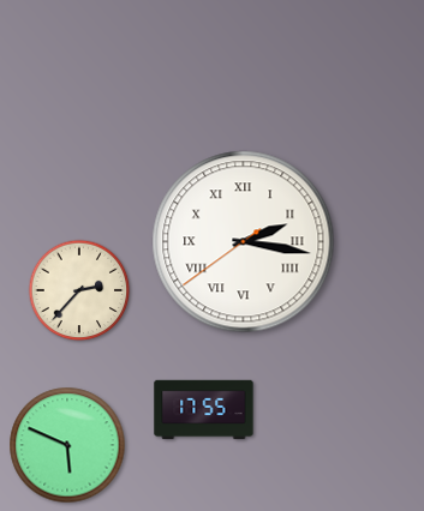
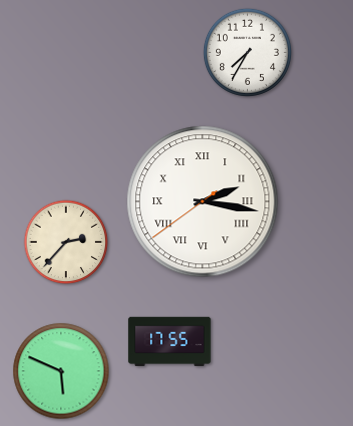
clock at (247, 52): none -> 7:35
clock at (67, 445) position: (67, 445) -> (61, 371)
